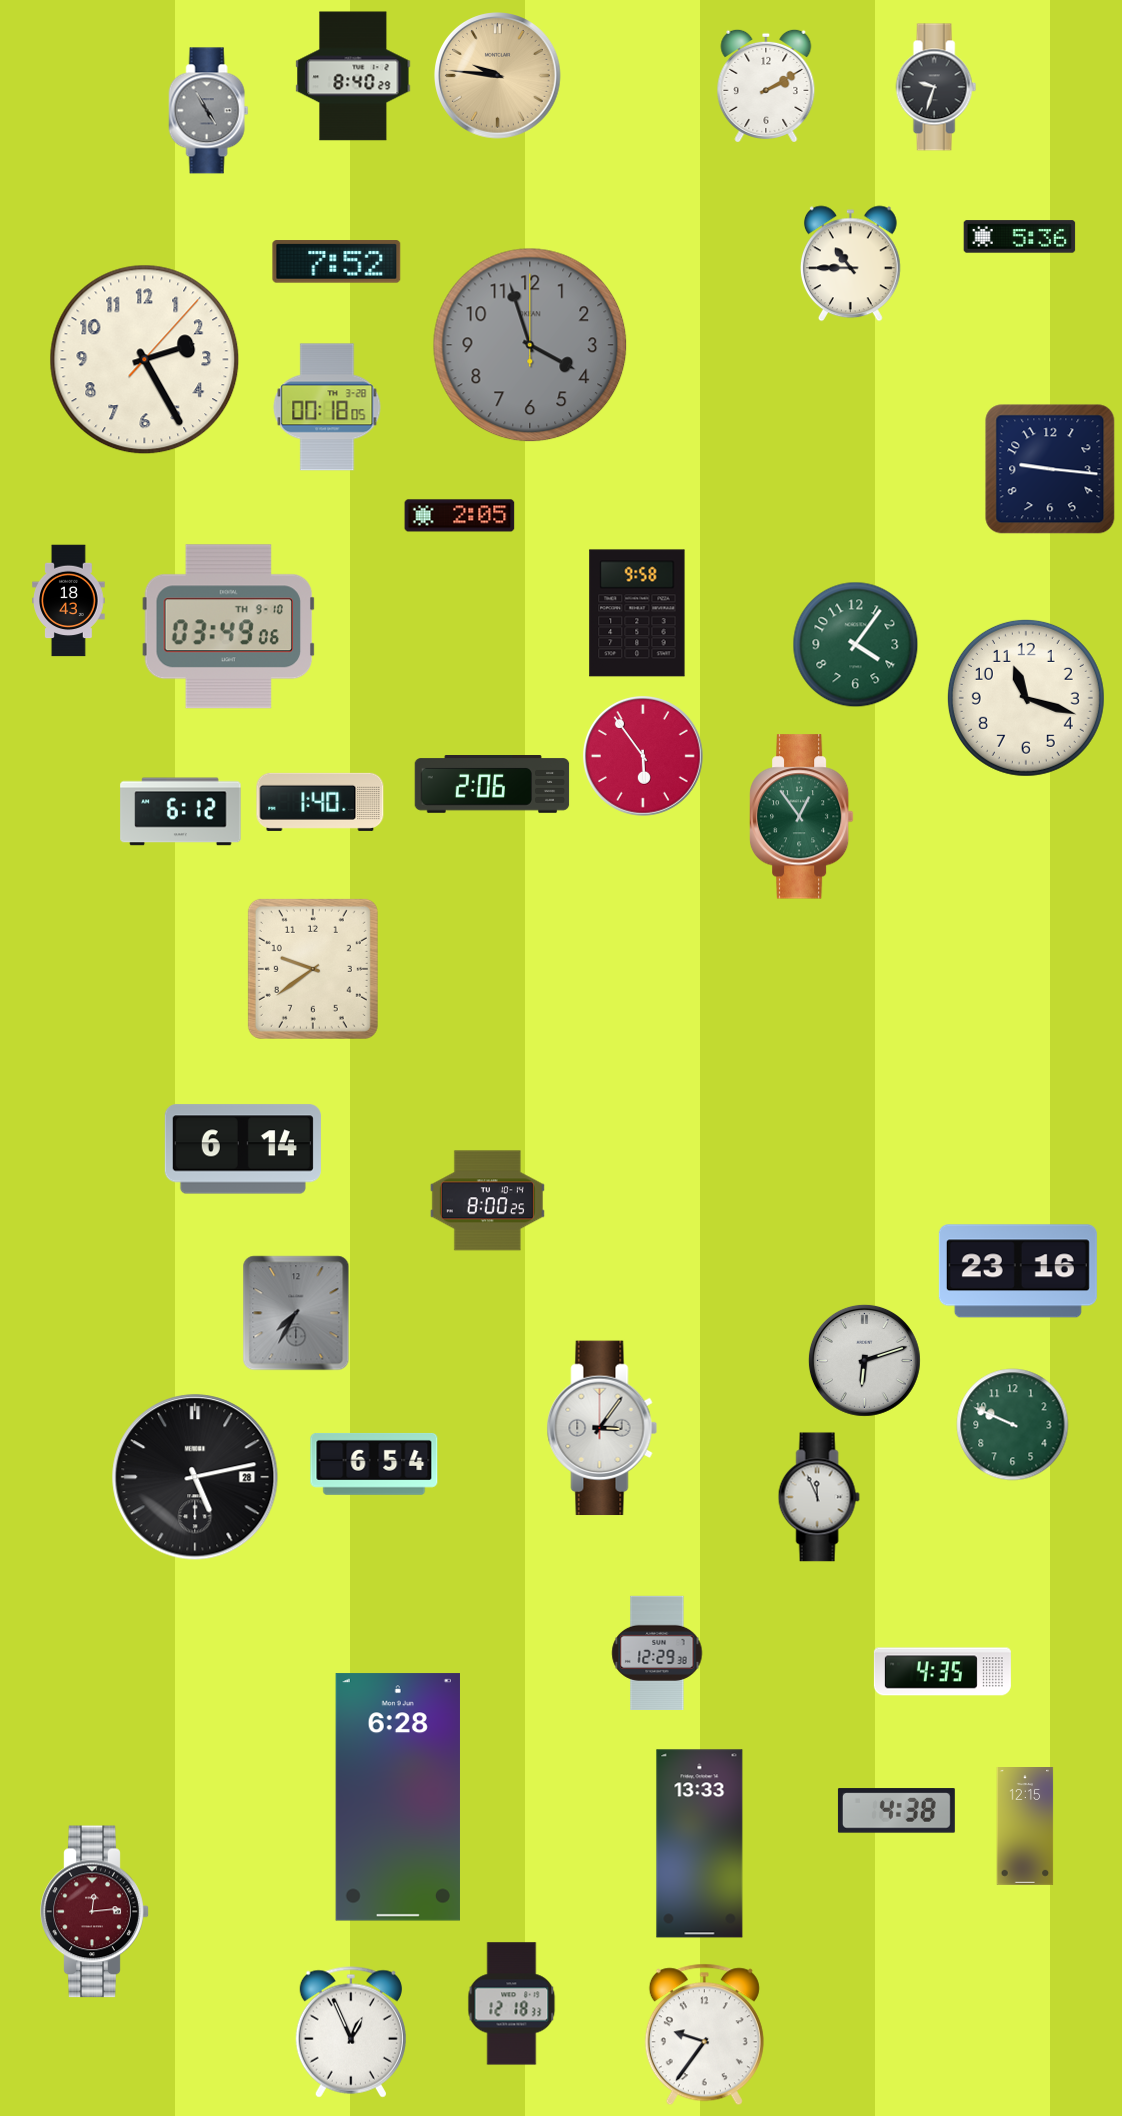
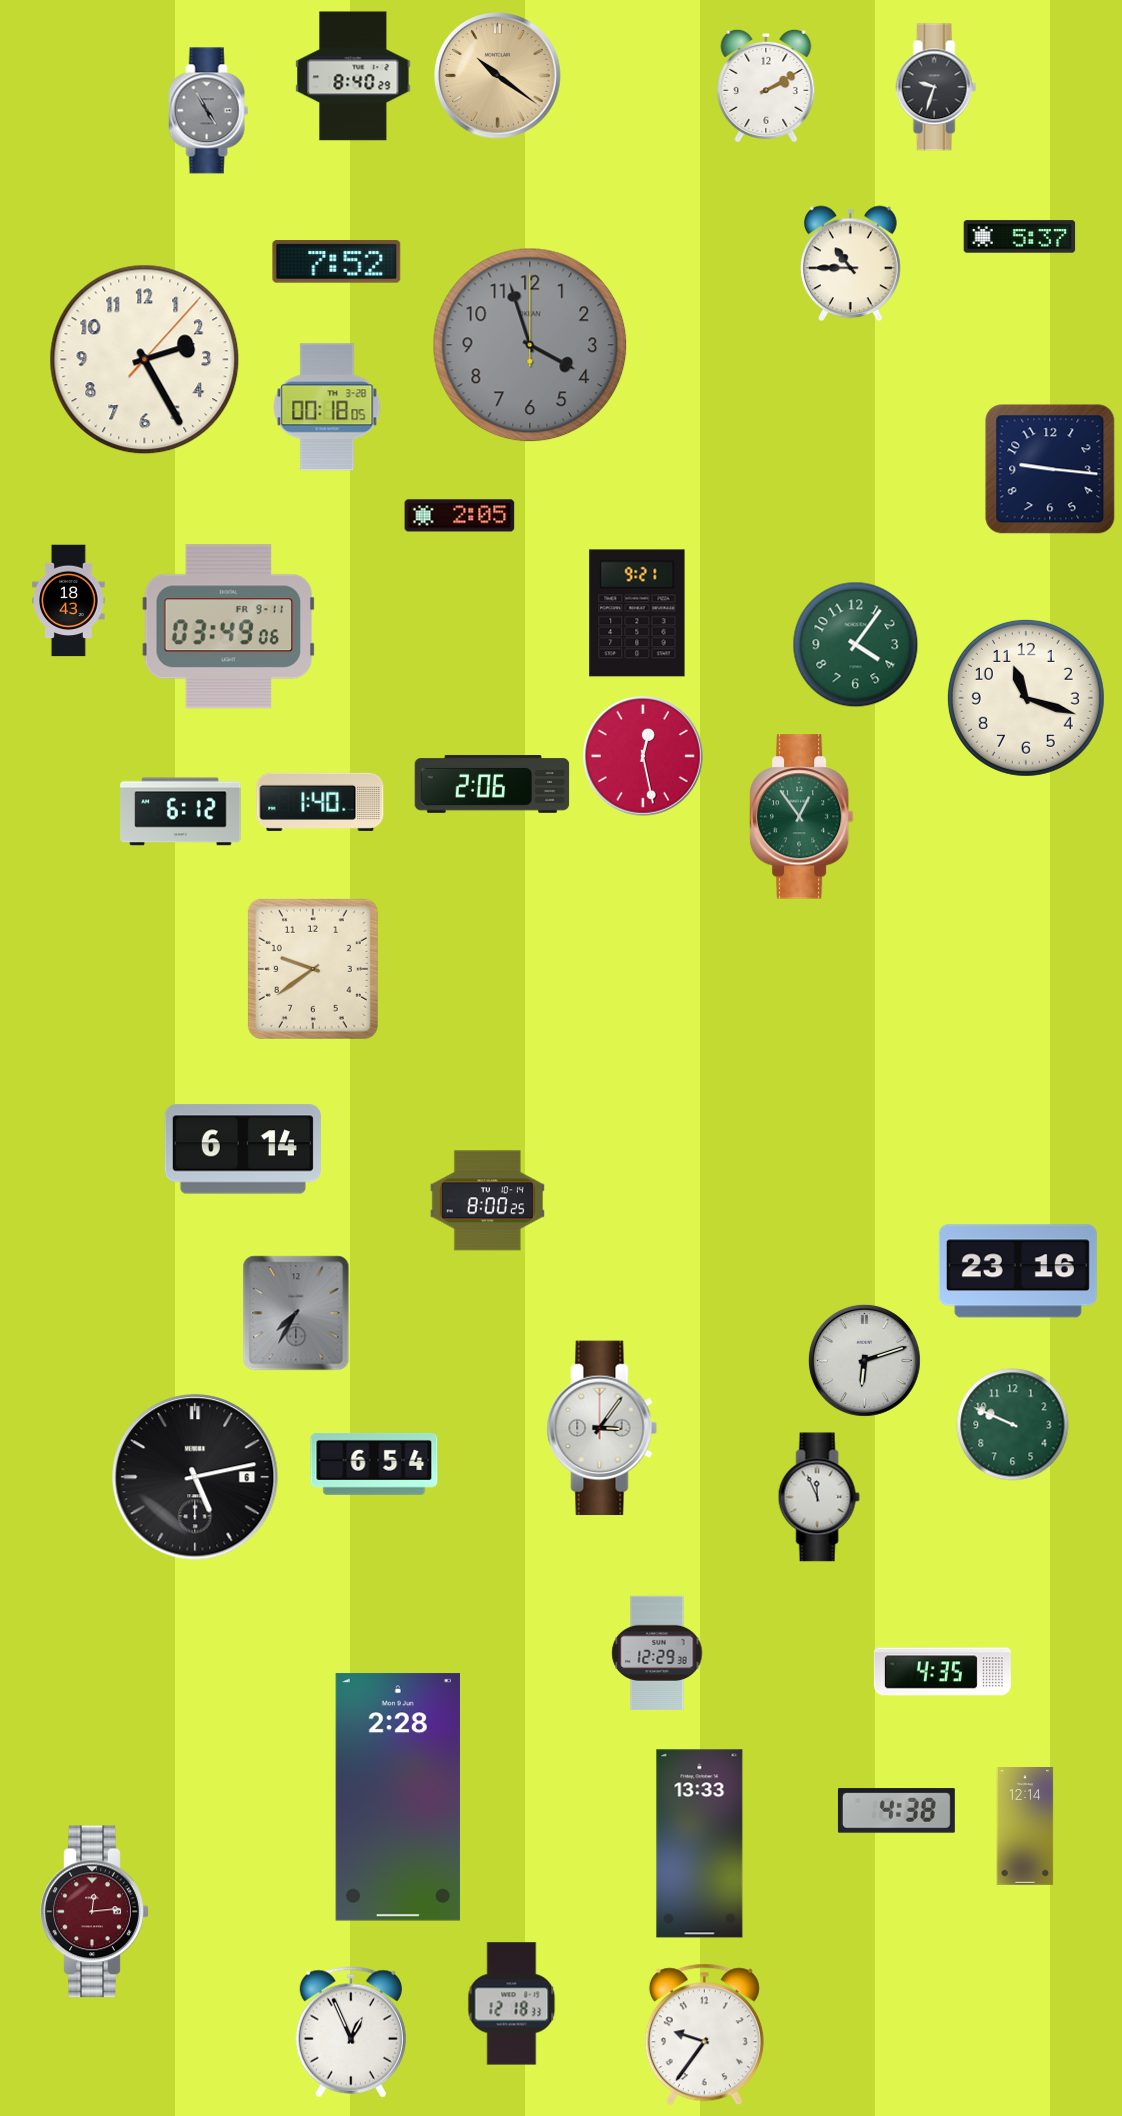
clock at (498, 76): 9:46 -> 10:21
clock at (1020, 237): 5:36 -> 5:37
clock at (637, 613): 9:58 -> 9:21
clock at (229, 627) date: TH 9-10 -> FR 9-11
clock at (644, 756): 5:54 -> 12:28
clock at (195, 1477) date: 28 -> 6
clock at (398, 1797): 6:28 -> 2:28
clock at (1025, 1827): 12:15 -> 12:14
